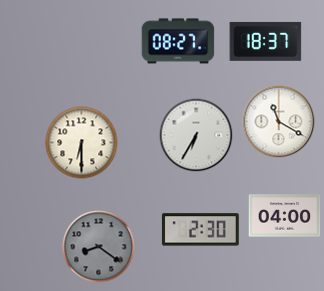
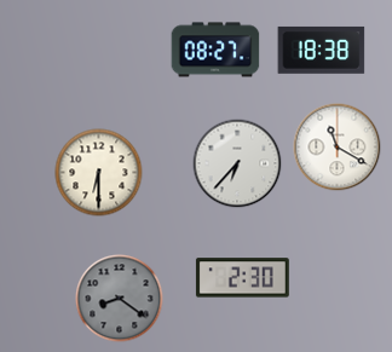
clock at (266, 41): 18:37 -> 18:38
clock at (196, 135): 6:35 -> 6:37
clock at (285, 216): 04:00 -> none
